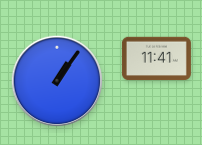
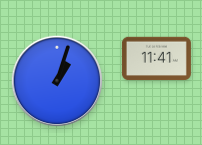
clock at (56, 80): 1:06 -> 1:03
